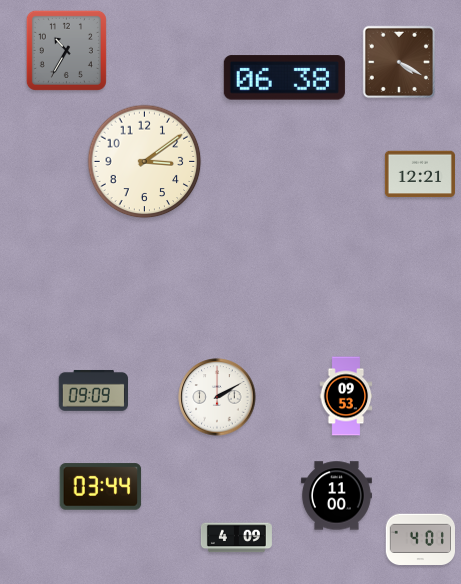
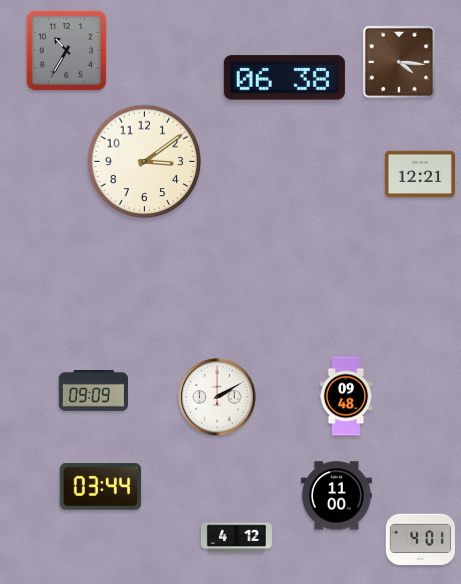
clock at (399, 62): 4:20 -> 4:16
clock at (346, 396): 09:53 -> 09:48
clock at (236, 538): 4:09 -> 4:12
